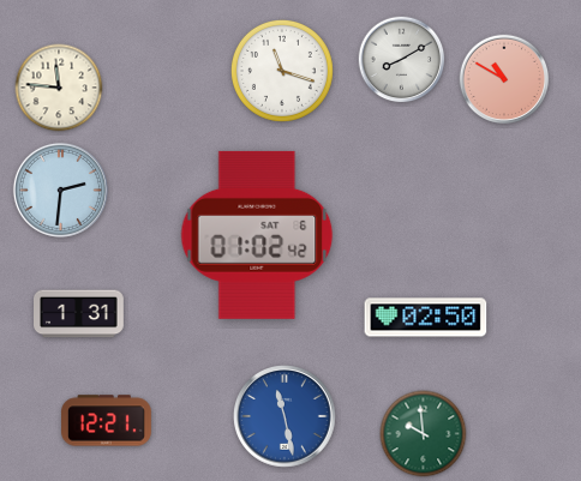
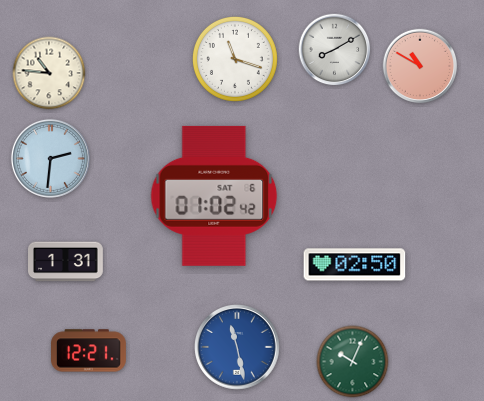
clock at (59, 88): 11:46 -> 10:46
clock at (424, 434): 9:59 -> 10:04
